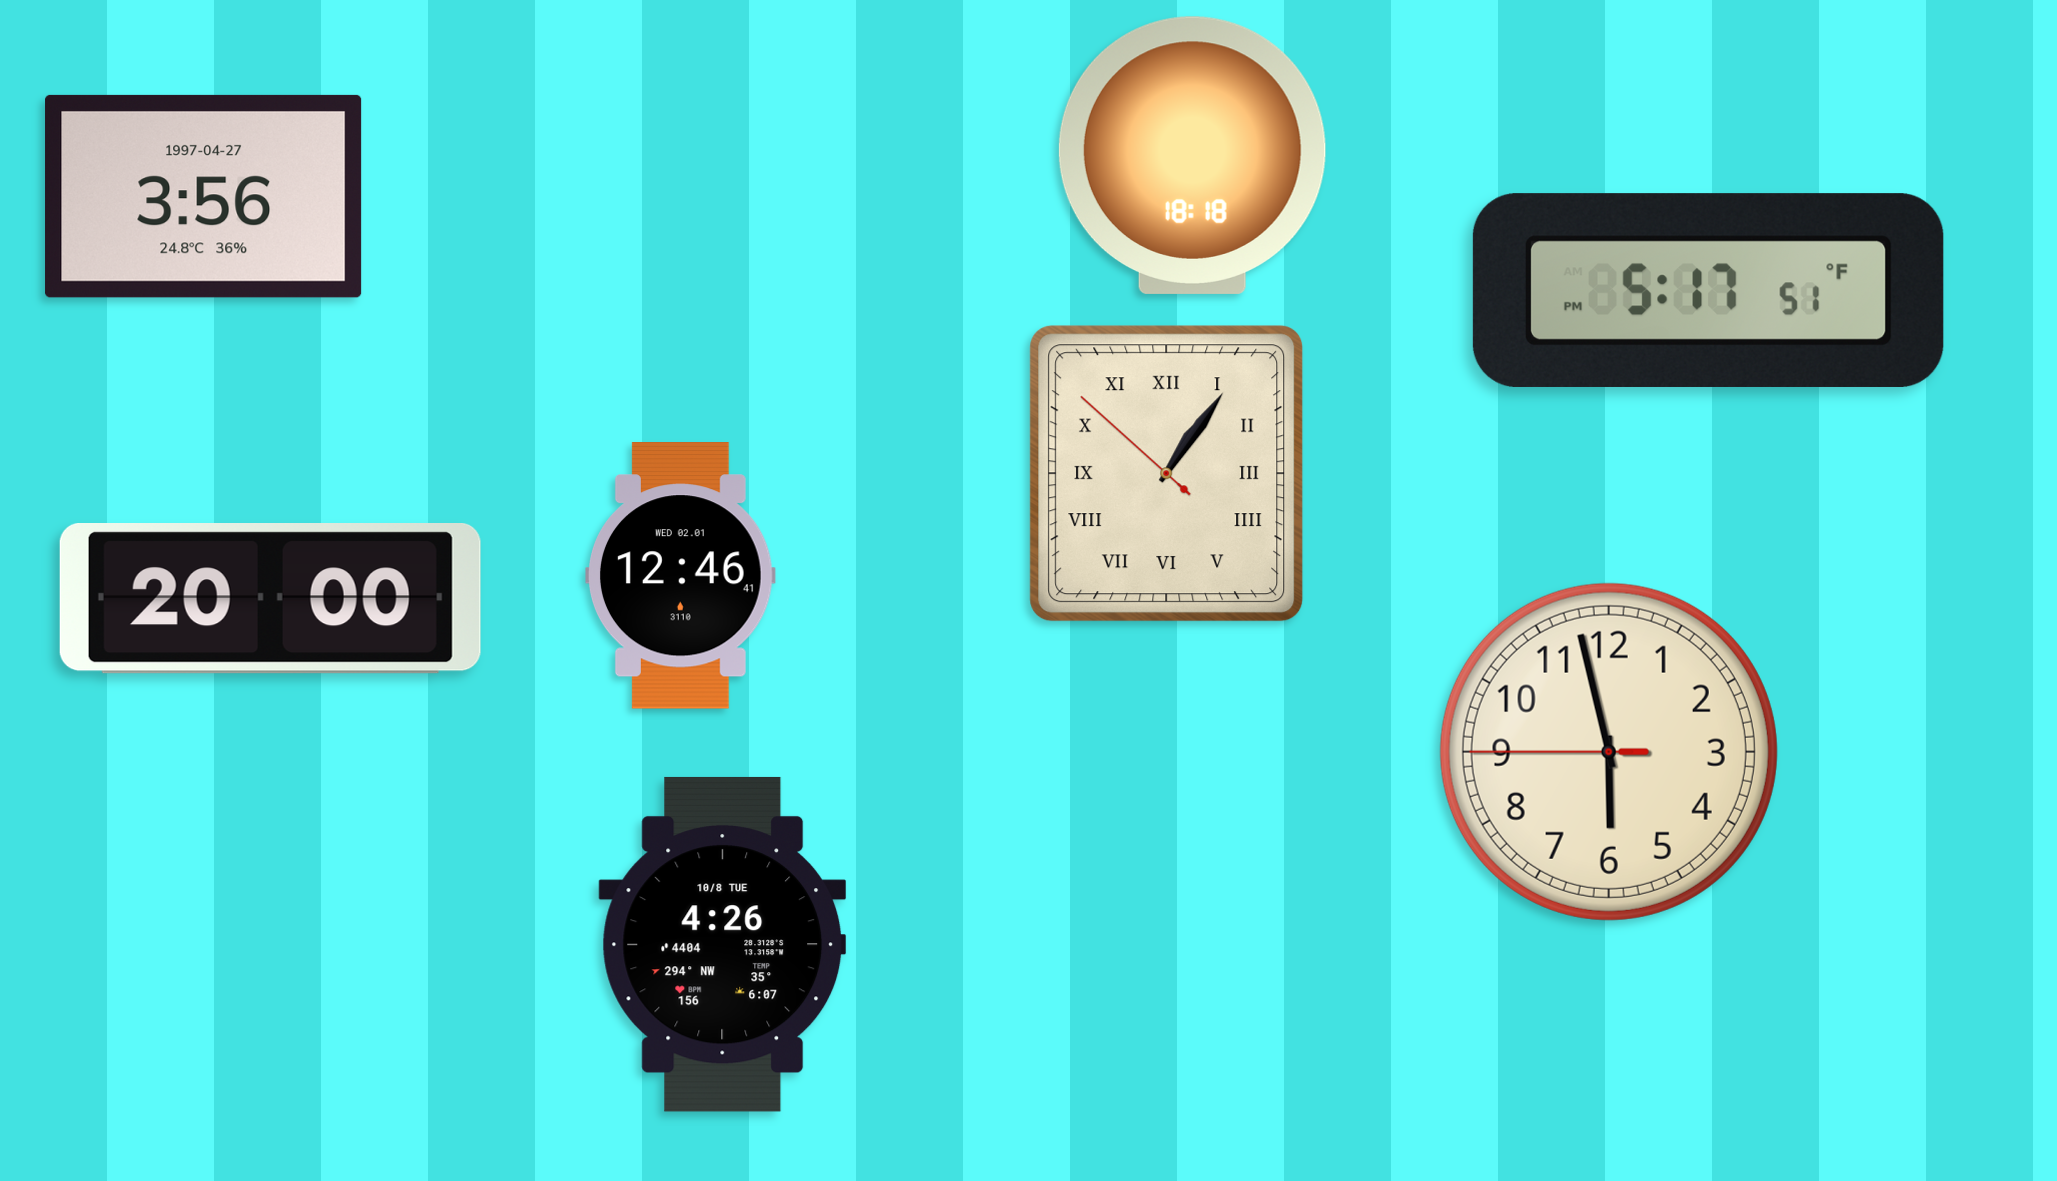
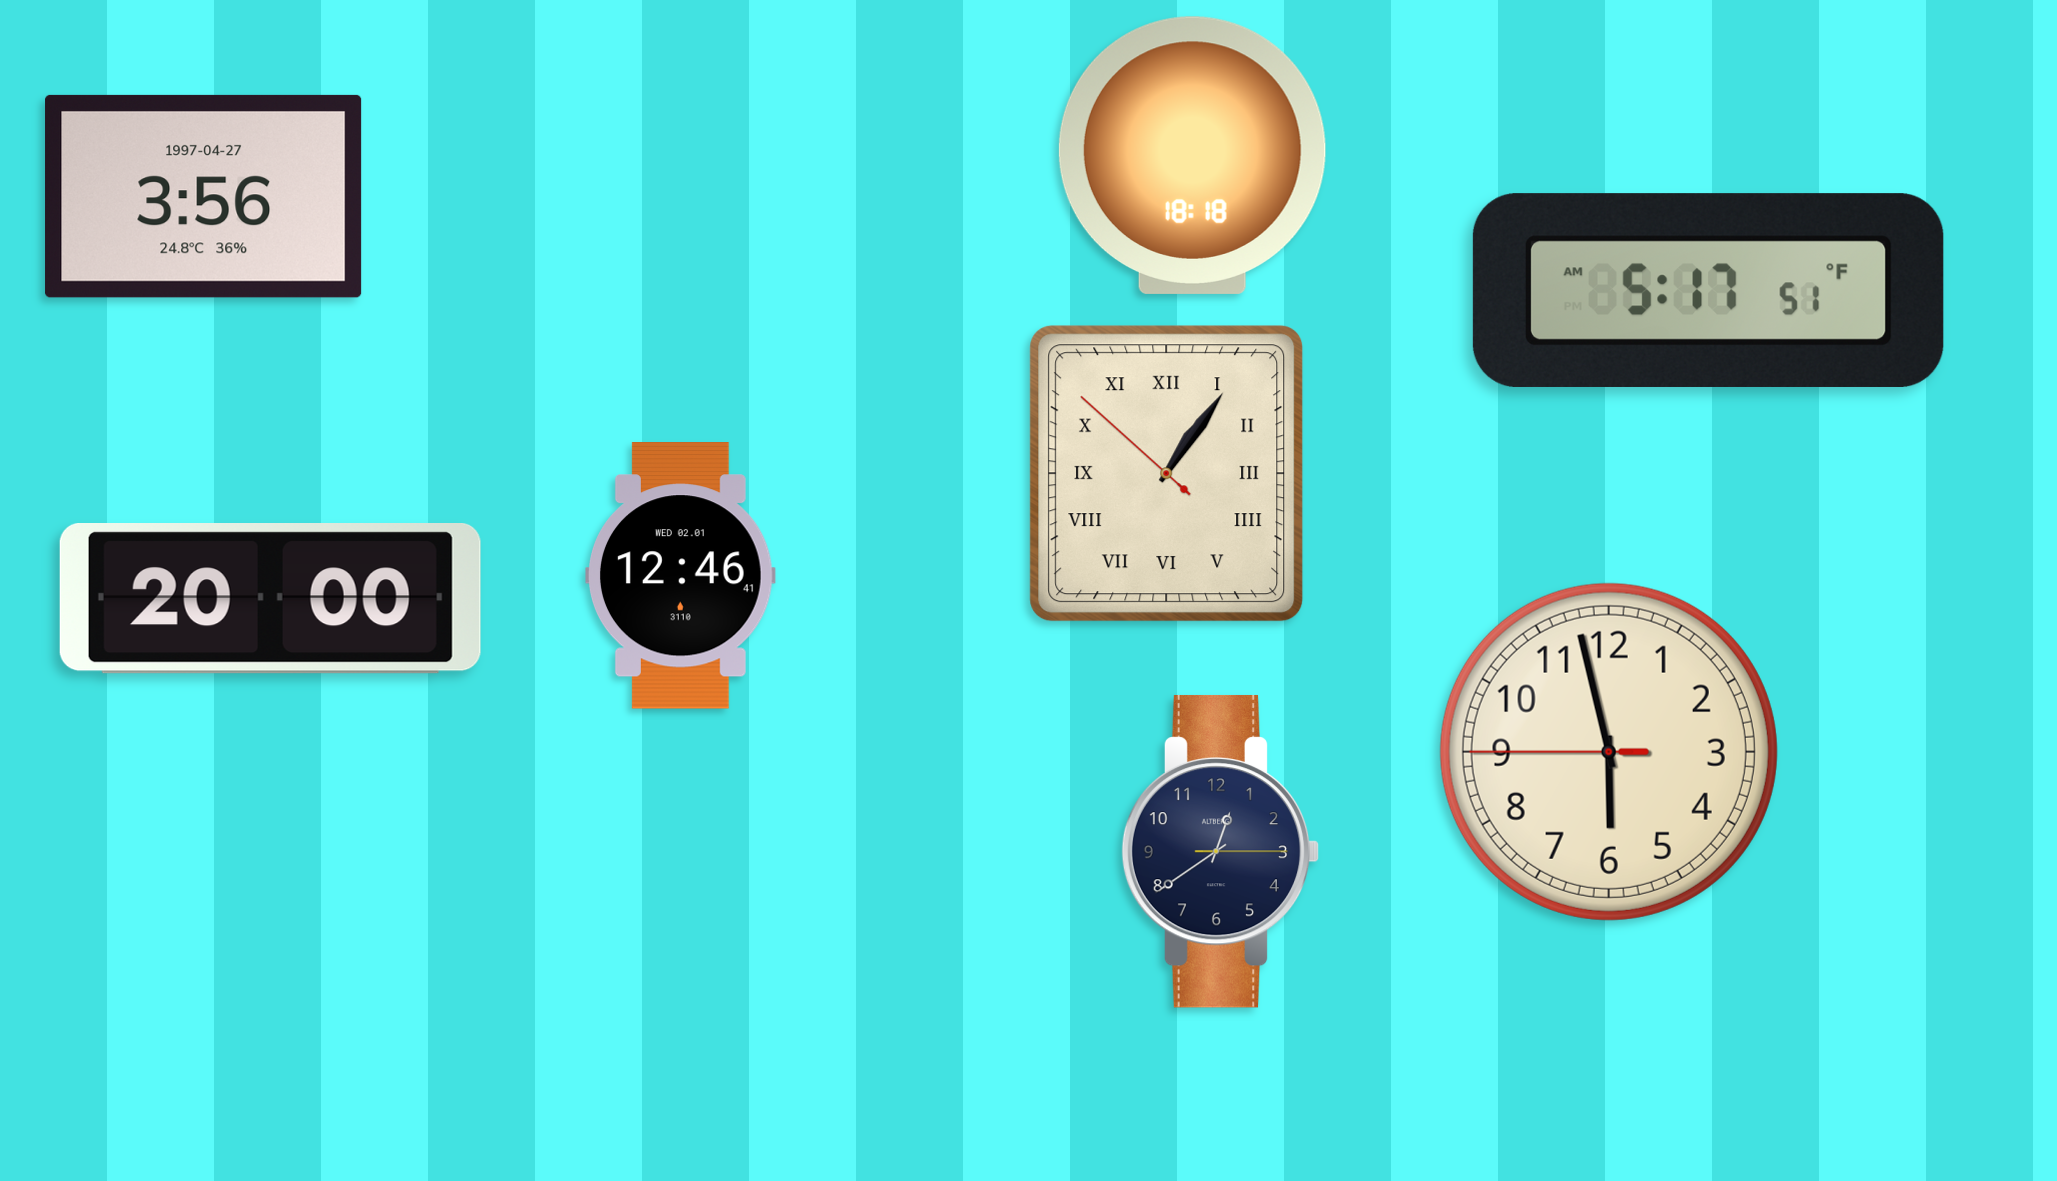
clock at (1708, 290): 5:17 PM -> 5:17 AM
clock at (1221, 851): none -> 12:39
clock at (723, 944): 4:26 -> none
